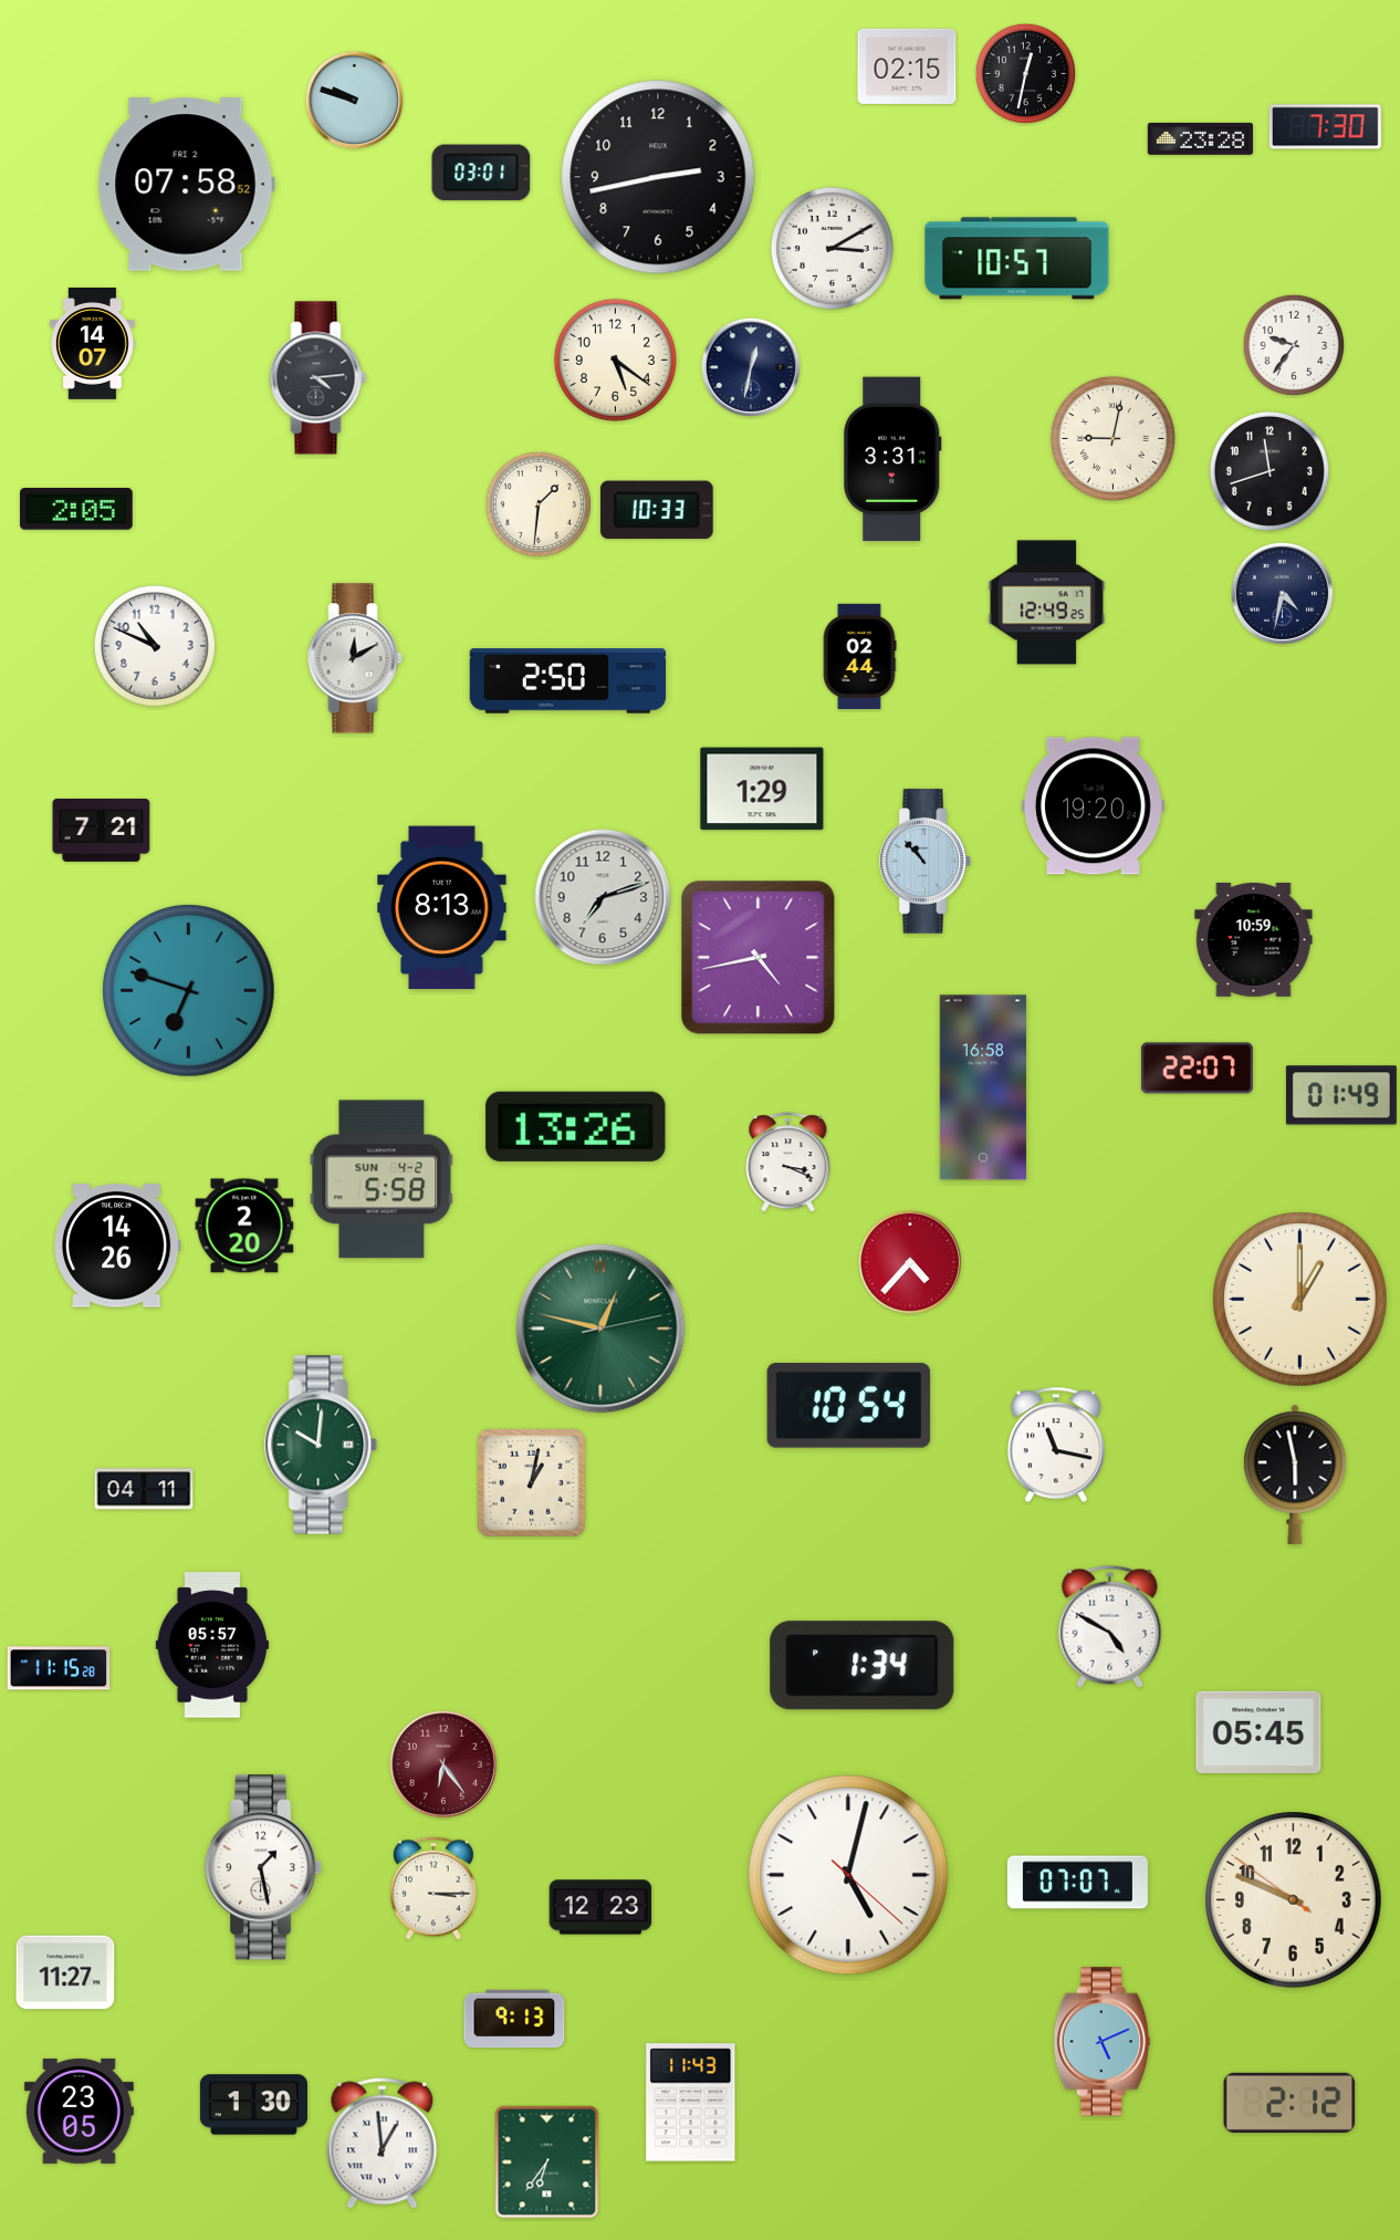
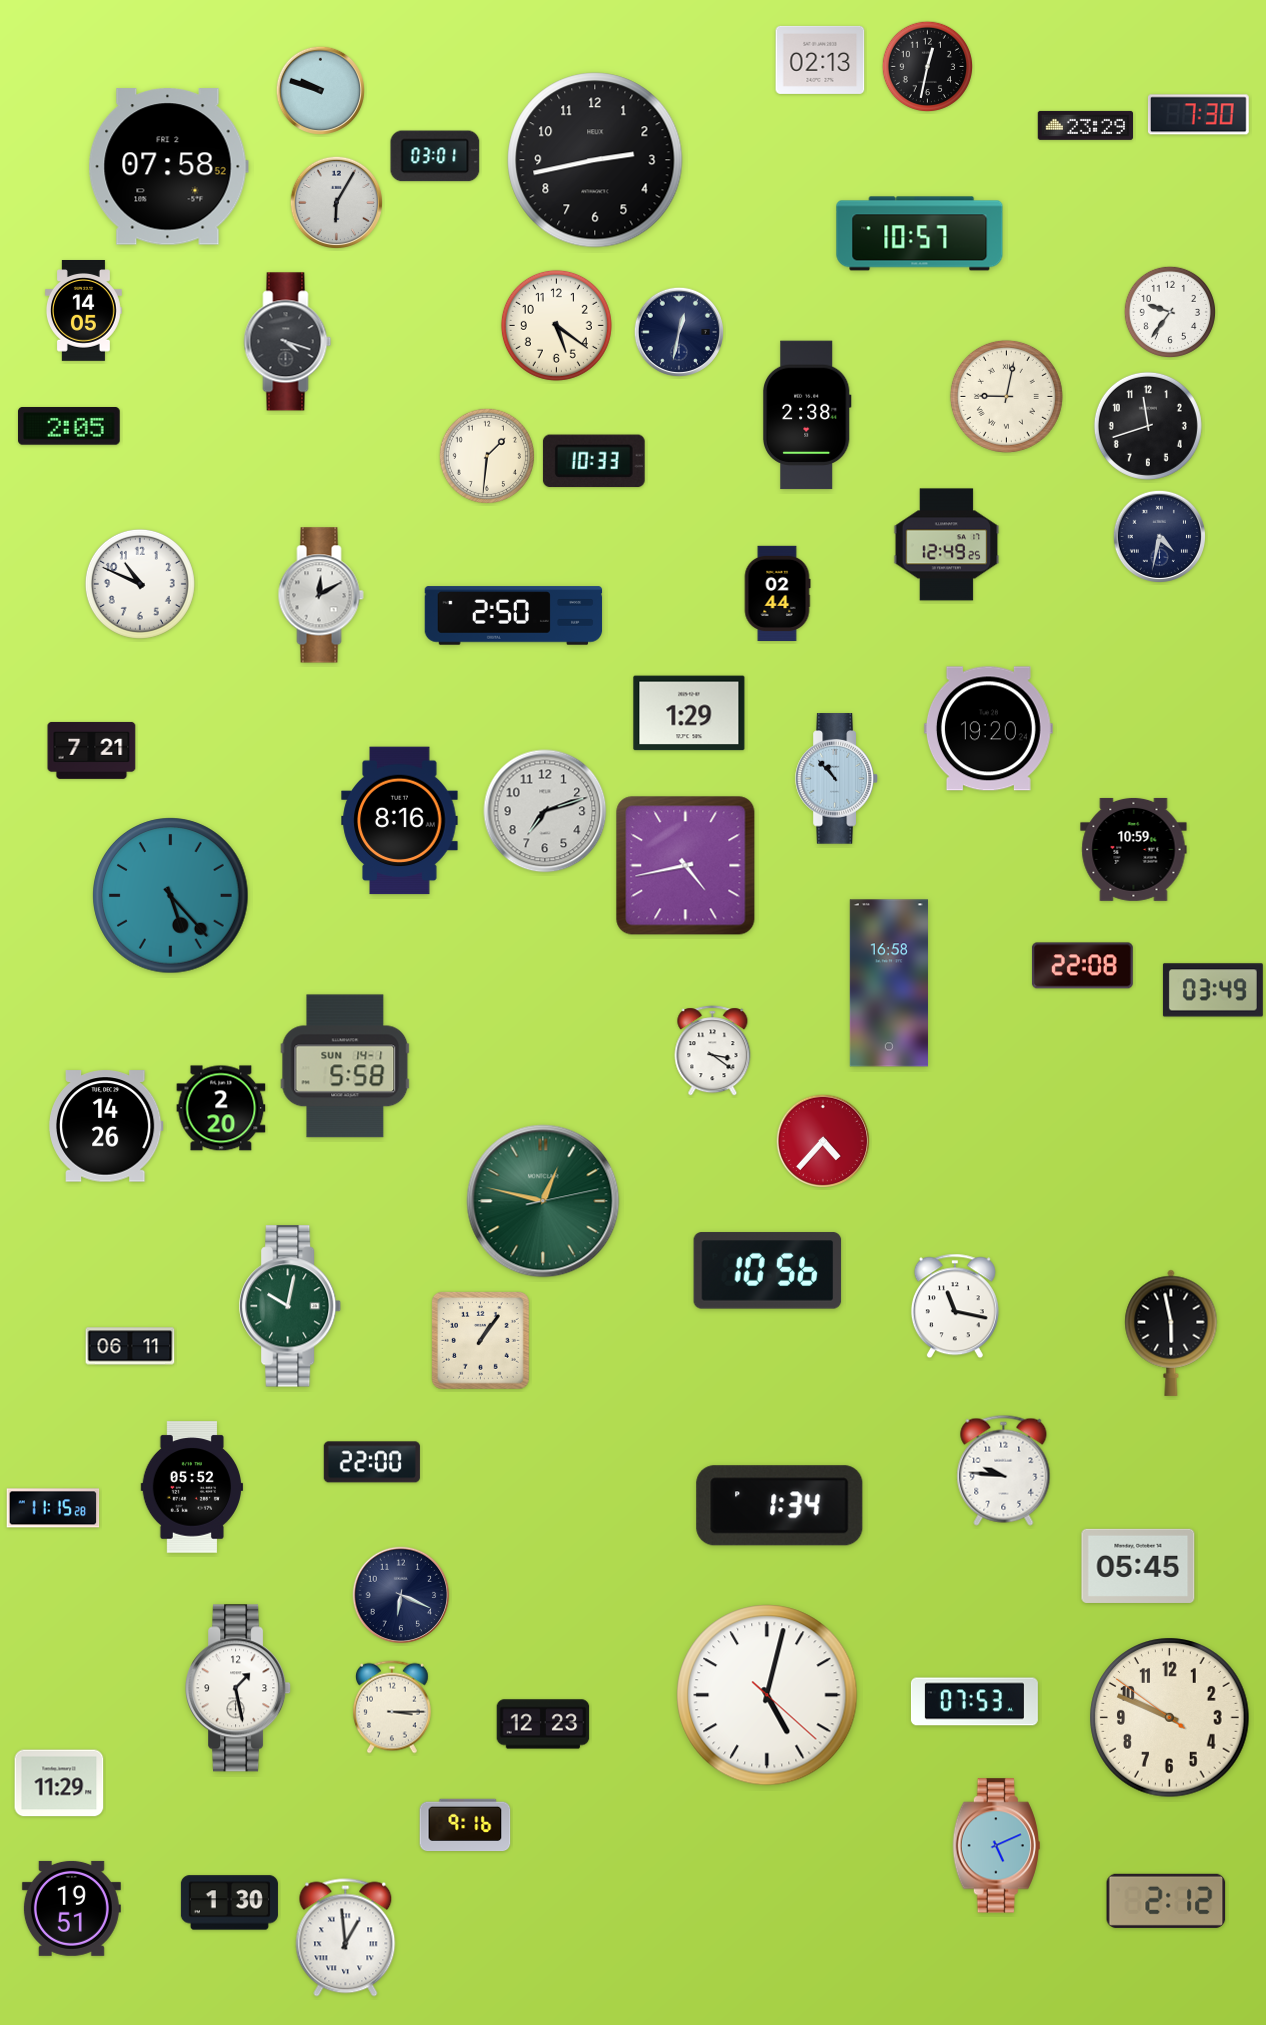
clock at (907, 66): 02:15 -> 02:13
clock at (1200, 138): 23:28 -> 23:29
clock at (336, 202): none -> 6:05
clock at (832, 248): 3:10 -> none
clock at (93, 344): 14:07 -> 14:05
clock at (318, 378): 4:14 -> 4:18
clock at (892, 459): 3:31 -> 2:38
clock at (77, 509) position: (77, 509) -> (70, 426)
clock at (442, 908): 8:13 -> 8:16
clock at (189, 991): 6:48 -> 5:23
clock at (1198, 1069): 22:07 -> 22:08
clock at (1341, 1095): 01:49 -> 03:49
clock at (576, 1126): 13:26 -> none
clock at (788, 1163): 3:19 -> 3:21
clock at (382, 1179) date: SUN 4-2 -> SUN 14-1
clock at (1300, 1300): 1:00 -> none
clock at (849, 1406): 10:54 -> 10:56
clock at (322, 1445): 10:01 -> 10:02
clock at (531, 1482): 1:02 -> 1:06
clock at (144, 1489): 04:11 -> 06:11
clock at (372, 1462): none -> 22:00
clock at (1110, 1626): 4:50 -> 9:46
clock at (212, 1645): 05:57 -> 05:52
clock at (443, 1764): 6:24 -> 6:19
clock at (443, 1764) dial: burgundy -> navy
clock at (1077, 1883): 07:07 -> 07:53
clock at (65, 1972): 11:27 -> 11:29
clock at (514, 2019): 9:13 -> 9:16
clock at (691, 2103): 11:43 -> none
clock at (79, 2111): 23:05 -> 19:51
clock at (547, 2163): 6:36 -> none
